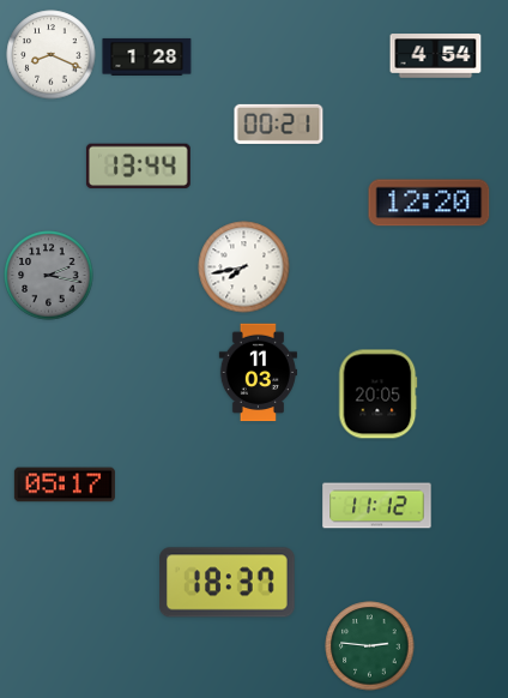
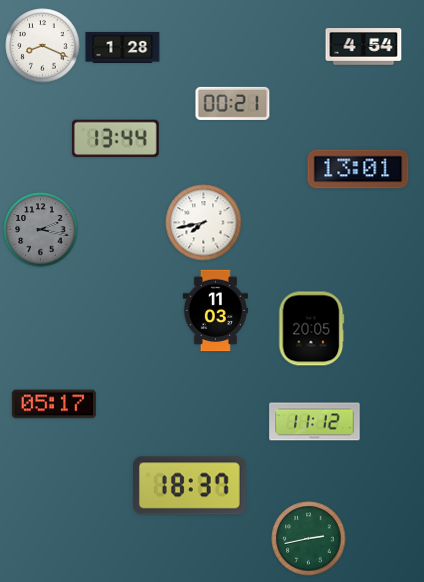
clock at (429, 203): 12:20 -> 13:01
clock at (377, 395) position: (377, 395) -> (311, 329)
clock at (370, 646): 2:46 -> 2:43
